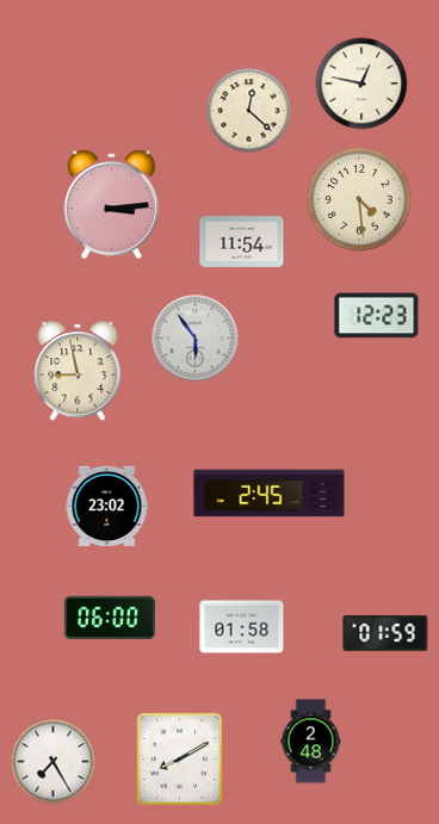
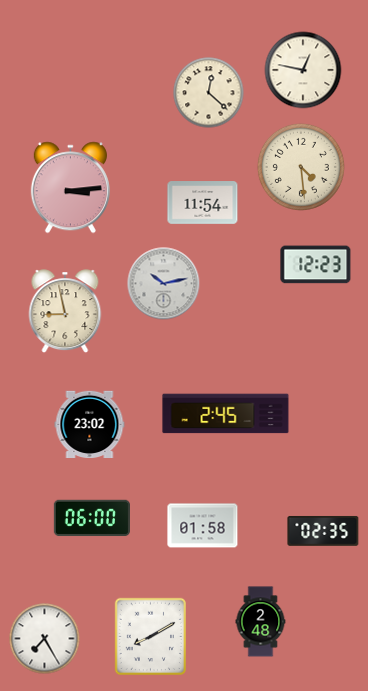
clock at (111, 205) position: (111, 205) -> (70, 188)
clock at (196, 339): 5:54 -> 10:13
clock at (385, 633): 01:59 -> 02:35
